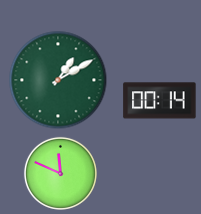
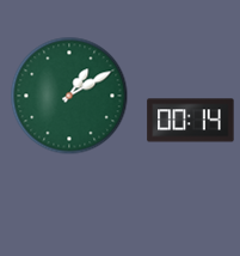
clock at (60, 173): 11:49 -> none
